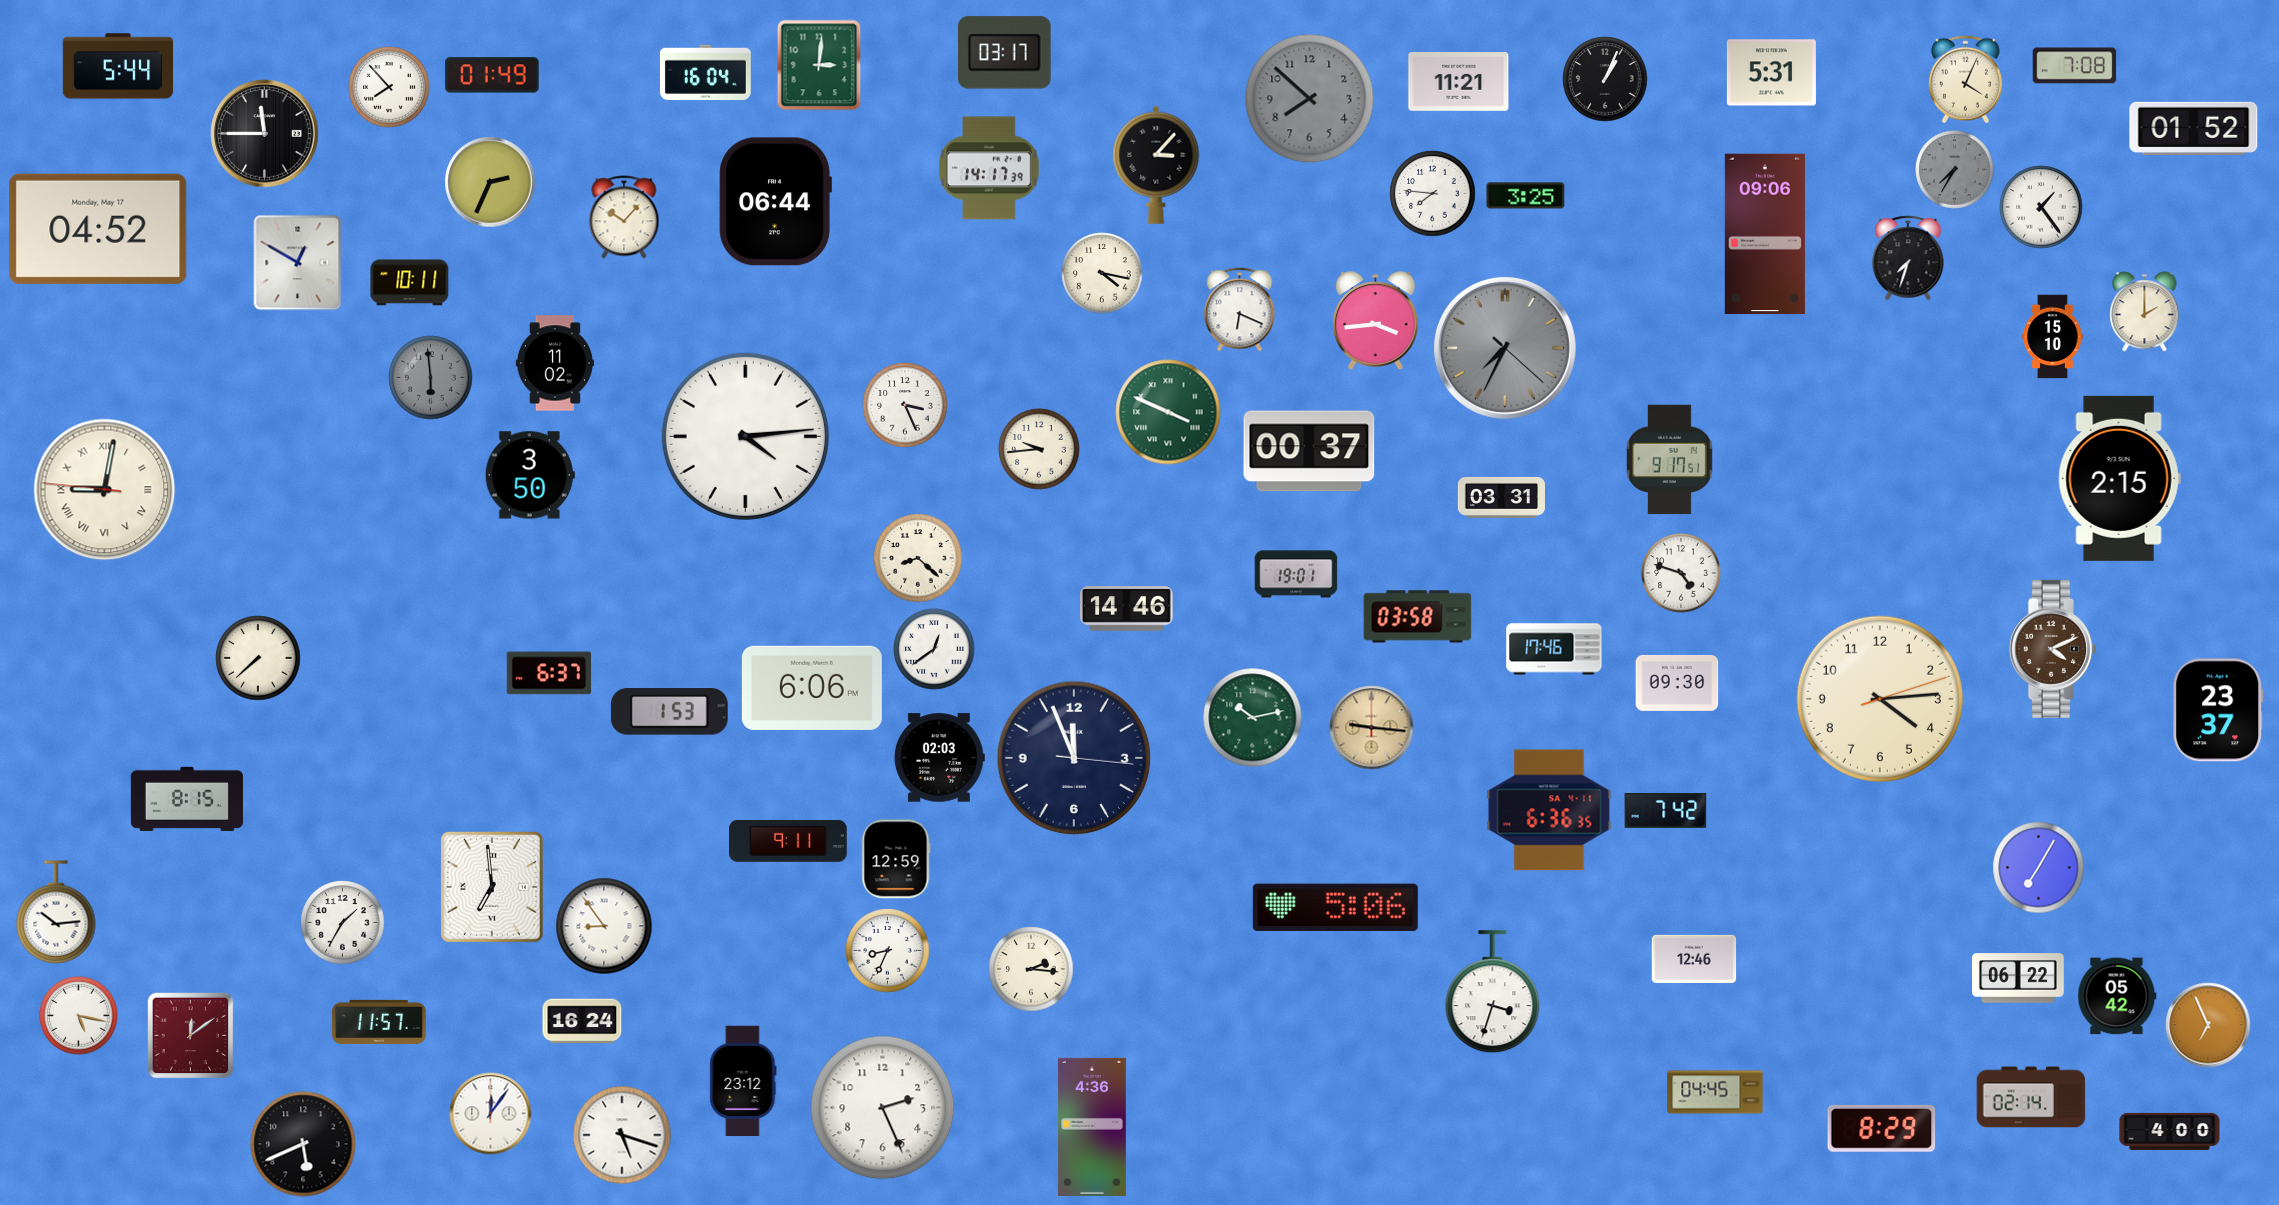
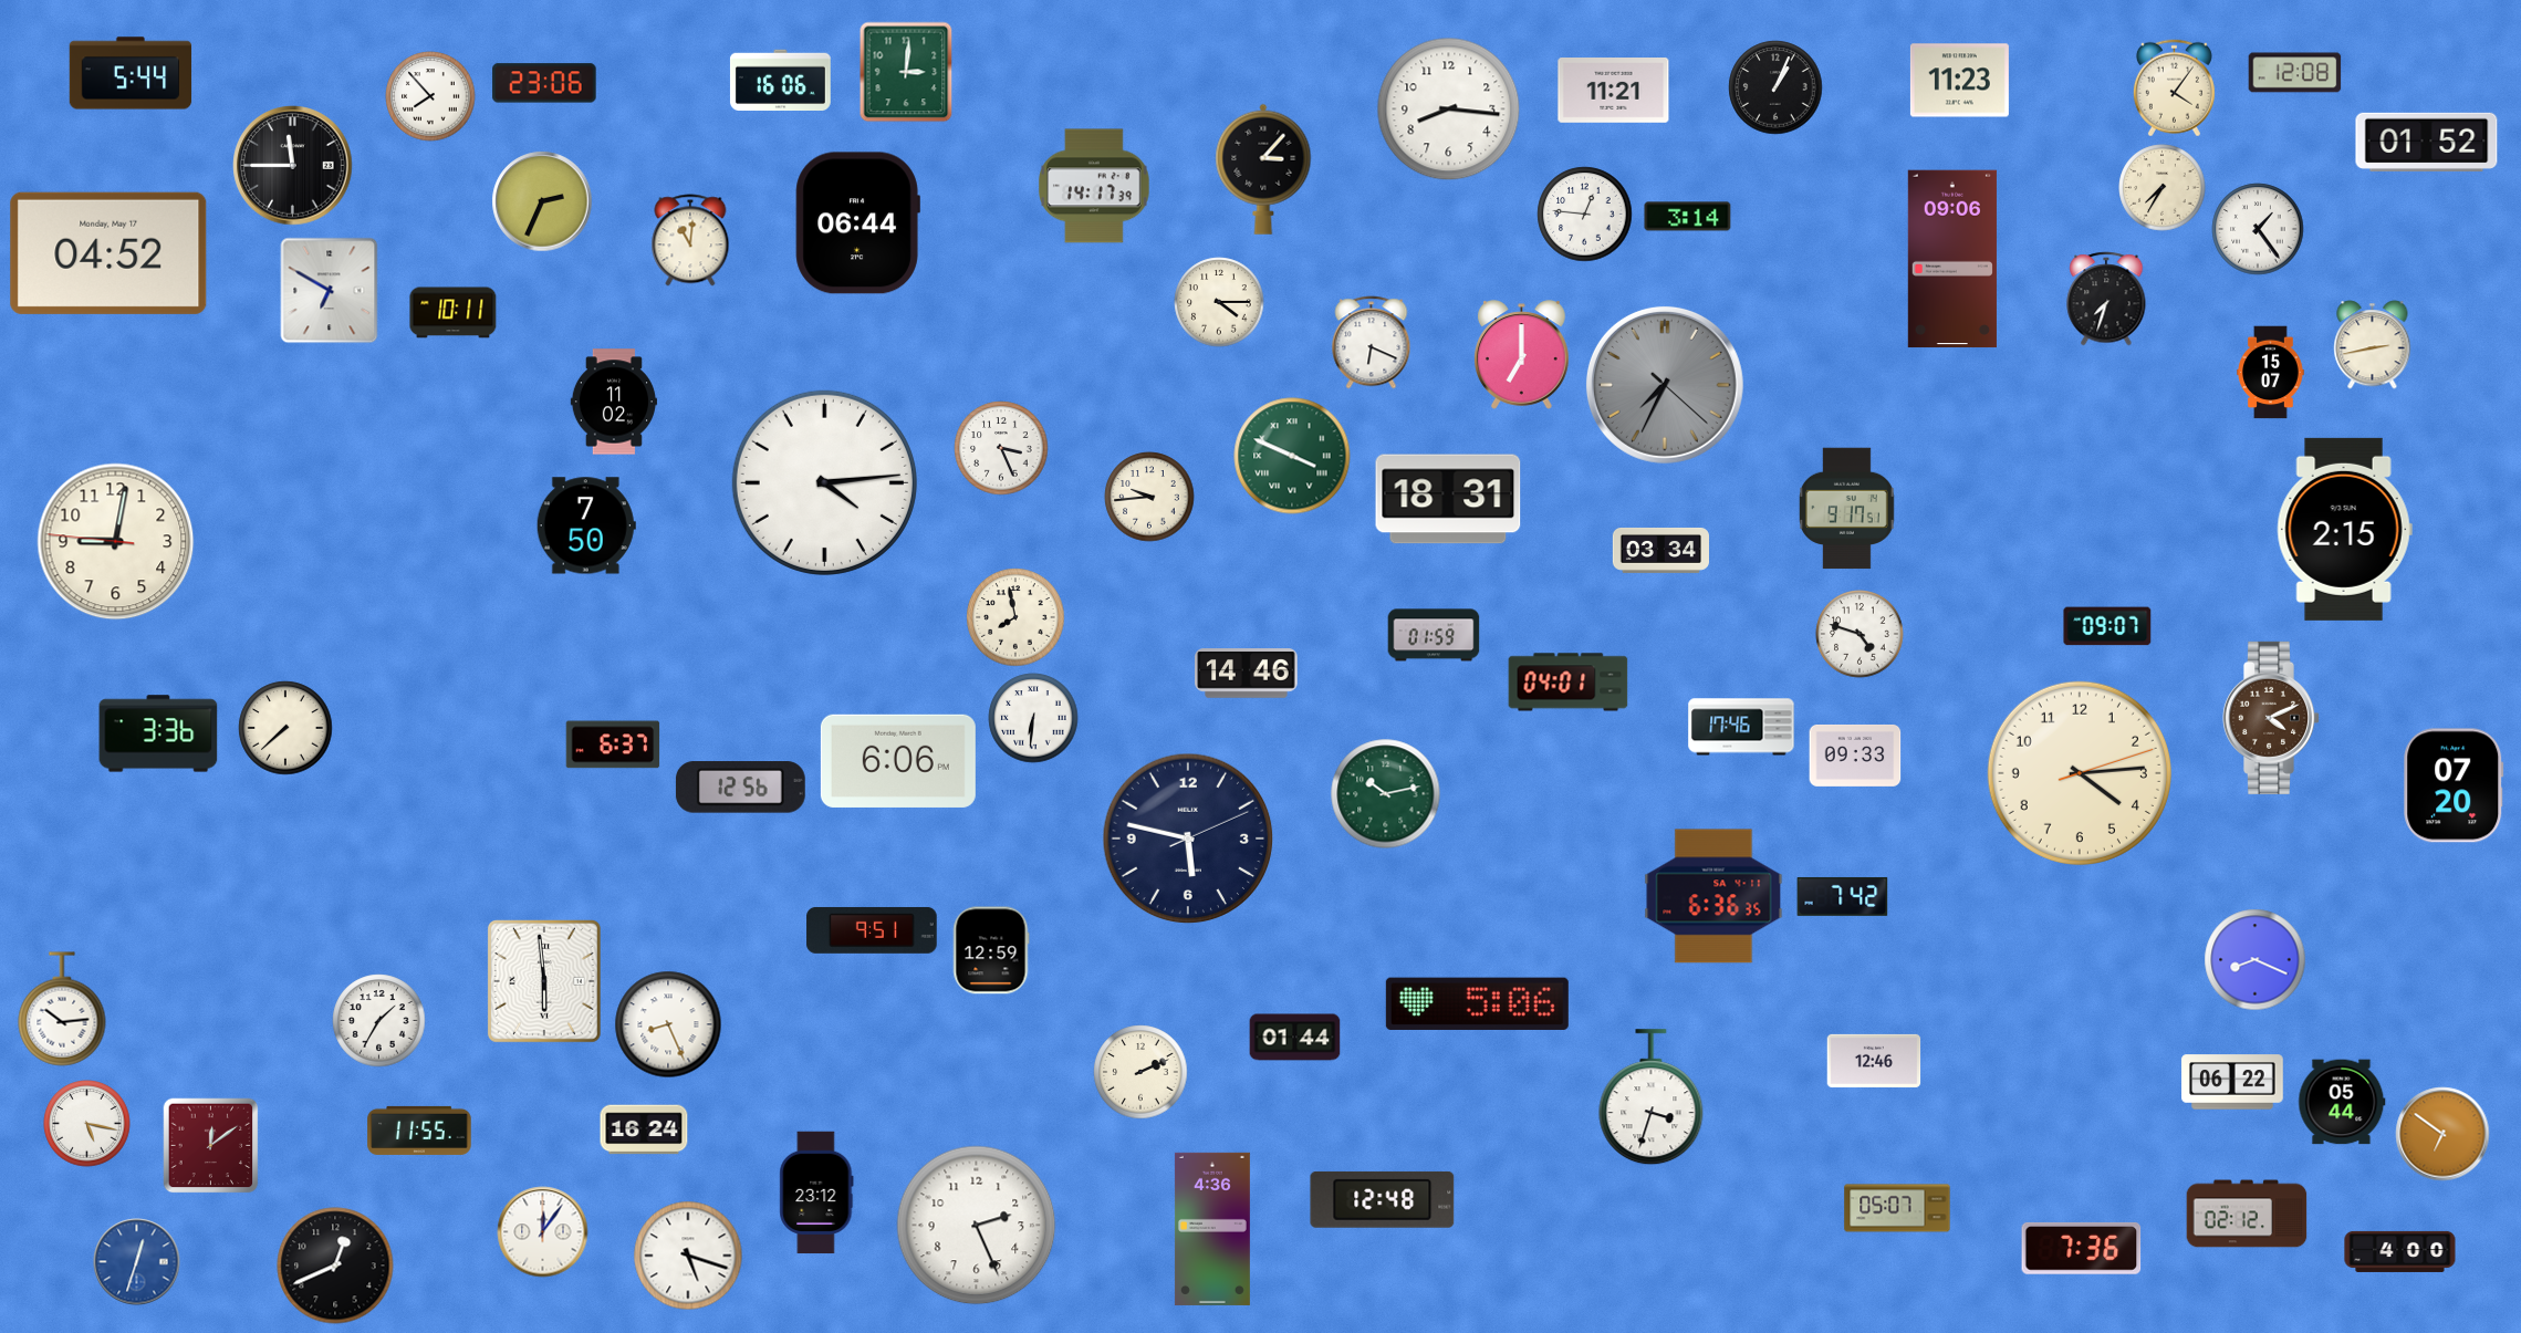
clock at (1005, 53): 03:17 -> none
clock at (2075, 66): 7:08 -> 12:08
clock at (705, 72): 16:04 -> 16:06
clock at (1771, 73): 5:31 -> 11:23
clock at (492, 75): 01:49 -> 23:06
clock at (1965, 80): 4:04 -> 4:06
clock at (1310, 99): 7:52 -> 8:16
clock at (1310, 99) dial: grey -> white
clock at (265, 134) position: (265, 134) -> (293, 166)
clock at (1156, 165) position: (1156, 165) -> (1263, 169)
clock at (1955, 170) dial: grey -> cream
clock at (1433, 194): 7:46 -> 12:46
clock at (1526, 196): 3:25 -> 3:14
clock at (624, 217): 10:07 -> 11:01
clock at (1908, 258) position: (1908, 258) -> (2106, 299)
clock at (298, 263): 12:50 -> 6:50
clock at (1102, 273): 4:17 -> 4:15
clock at (2145, 312): 2:00 -> 2:43
clock at (1376, 321): 3:44 -> 7:00
clock at (2053, 337): 15:10 -> 15:07
clock at (431, 378): 5:59 -> none
clock at (1309, 451): 00:37 -> 18:31
clock at (530, 475): 3:50 -> 7:50
clock at (105, 490) numerals: Roman -> Arabic
clock at (1501, 497): 03:31 -> 03:34
clock at (918, 558): 8:22 -> 7:58
clock at (2107, 626): none -> 09:07
clock at (1296, 574): 19:01 -> 01:59
clock at (1418, 617): 03:58 -> 04:01
clock at (934, 649): 12:39 -> 6:31
clock at (1554, 649) position: (1554, 649) -> (1741, 727)
clock at (158, 733): none -> 3:36
clock at (549, 673) position: (549, 673) -> (613, 744)
clock at (1677, 683): 09:30 -> 09:33
clock at (2218, 710): 23:37 -> 07:20
clock at (669, 712): 1:53 -> 12:56
clock at (1372, 728): 9:16 -> none
clock at (939, 758): 02:03 -> none
clock at (1074, 758): 11:56 -> 5:47
clock at (187, 799): 8:15 -> none
clock at (788, 841): 9:11 -> 9:51
clock at (2039, 868): 7:05 -> 8:19
clock at (492, 887): 6:59 -> 5:59
clock at (604, 926): 8:54 -> 8:26
clock at (1295, 1038): none -> 01:44
clock at (888, 951): 8:34 -> none
clock at (1031, 969): 2:16 -> 2:11
clock at (2117, 996): 05:42 -> 05:44
clock at (379, 1022): 11:57 -> 11:55
clock at (2208, 1025): 6:56 -> 6:51
clock at (743, 1081) position: (743, 1081) -> (816, 1193)
clock at (1383, 1199): none -> 12:48
clock at (1715, 1092): 04:45 -> 05:07
clock at (2031, 1097): 02:14 -> 02:12
clock at (1092, 1127) position: (1092, 1127) -> (1212, 1229)
clock at (1882, 1128): 8:29 -> 7:36
clock at (137, 1262): none -> 12:33
clock at (303, 1144): 5:41 -> 12:41
